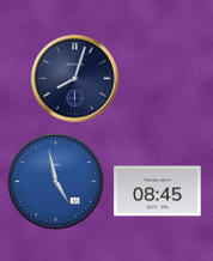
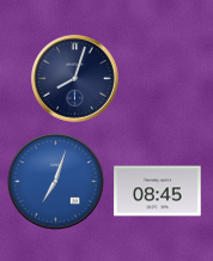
clock at (56, 182): 4:58 -> 7:03
